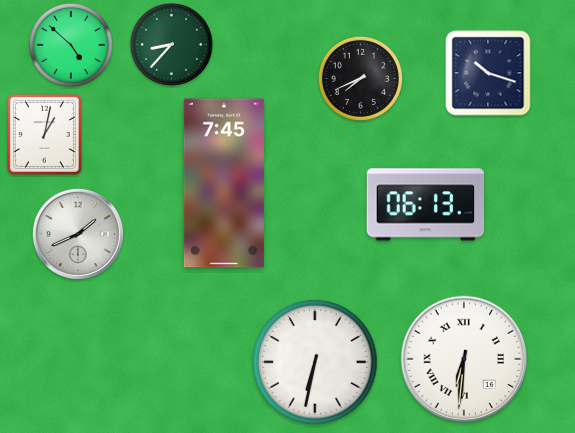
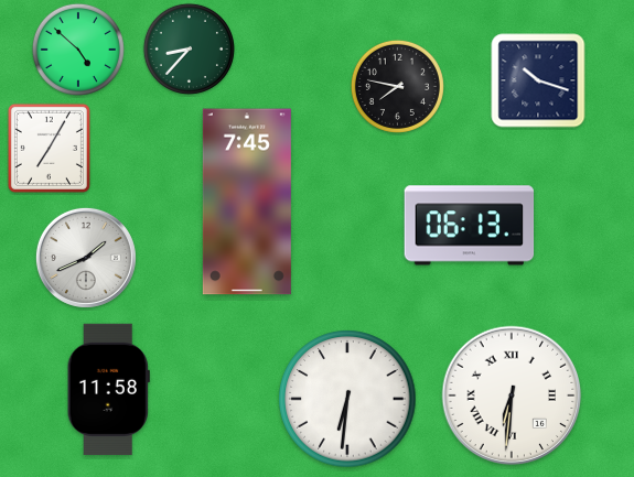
clock at (360, 78): 7:41 -> 7:47
clock at (44, 134): 1:02 -> 7:05
clock at (108, 389): none -> 11:58
clock at (315, 362): 6:32 -> 6:31
